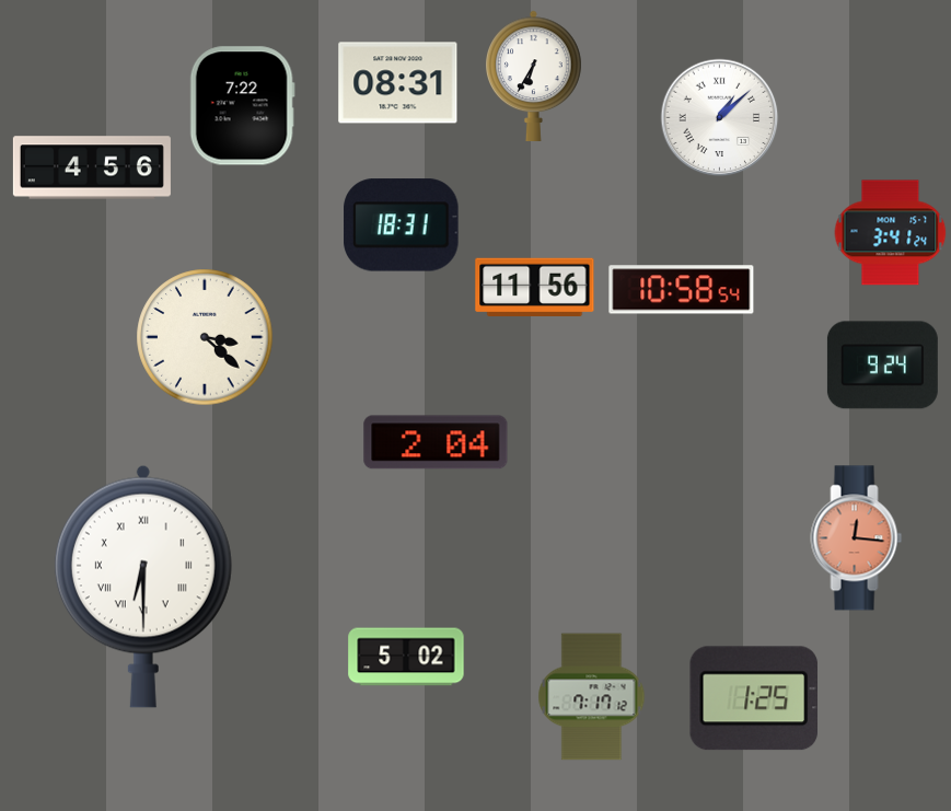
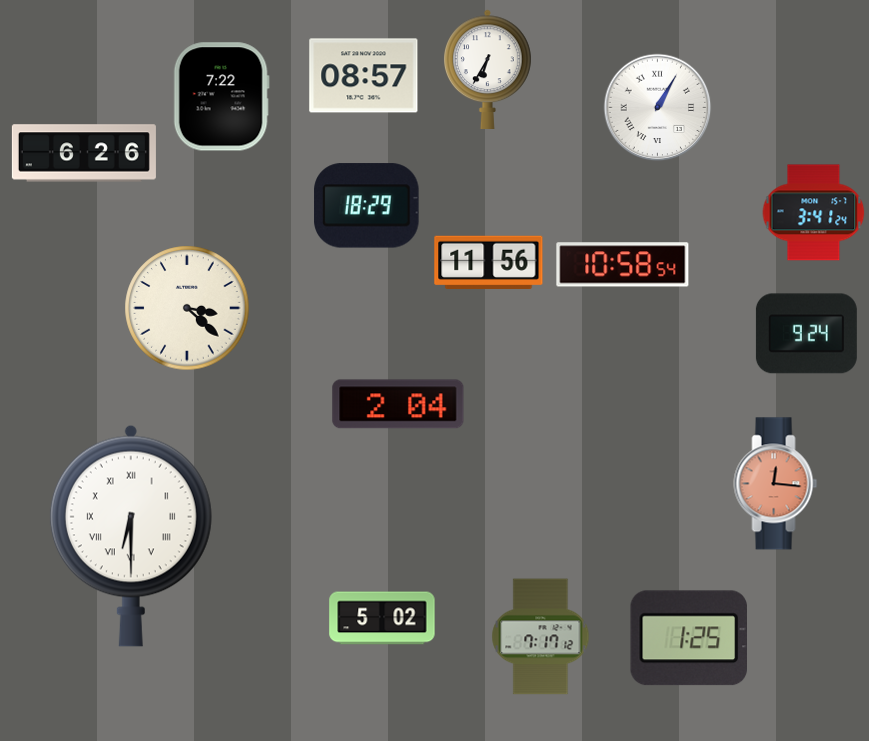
clock at (398, 83): 08:31 -> 08:57
clock at (720, 118): 1:08 -> 1:05
clock at (92, 167): 4:56 -> 6:26
clock at (402, 225): 18:31 -> 18:29
clock at (857, 538) position: (857, 538) -> (776, 484)
clock at (406, 657) position: (406, 657) -> (382, 618)
